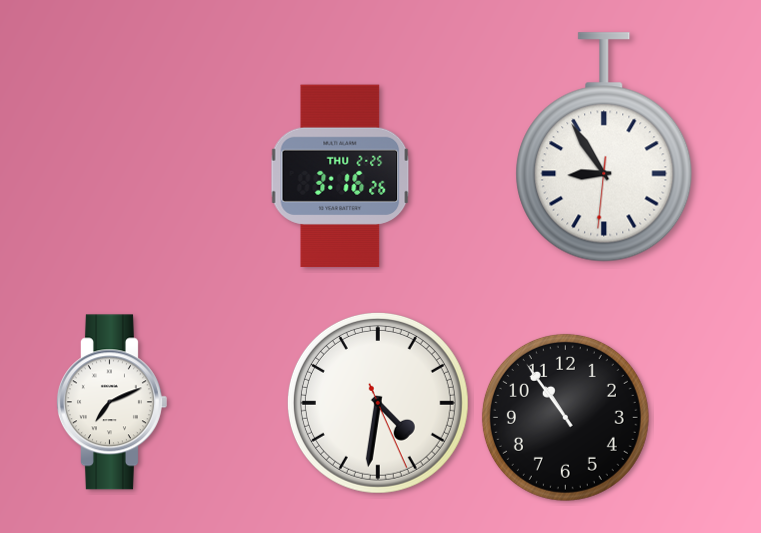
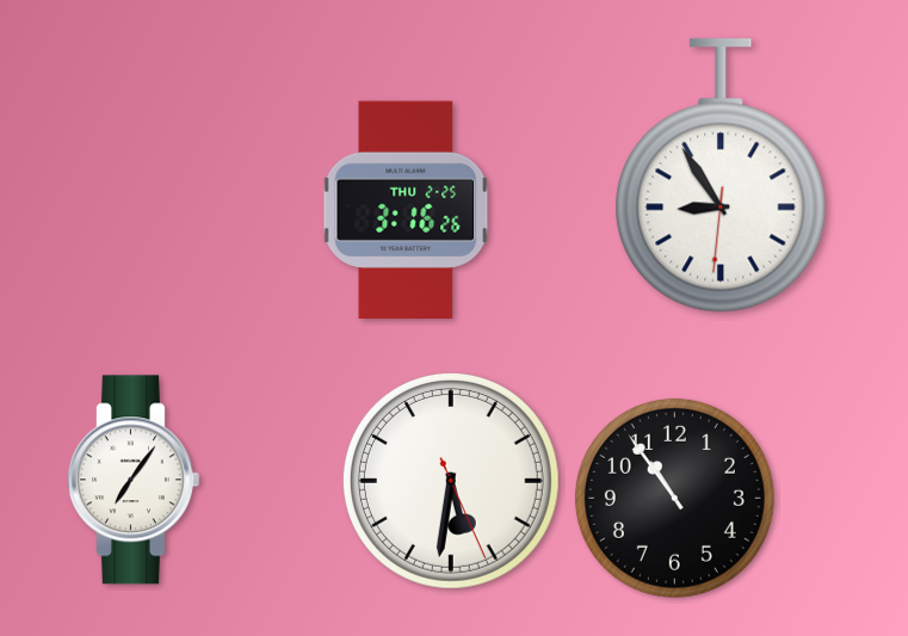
clock at (111, 402): 7:11 -> 7:06
clock at (378, 403): 4:31 -> 5:31
